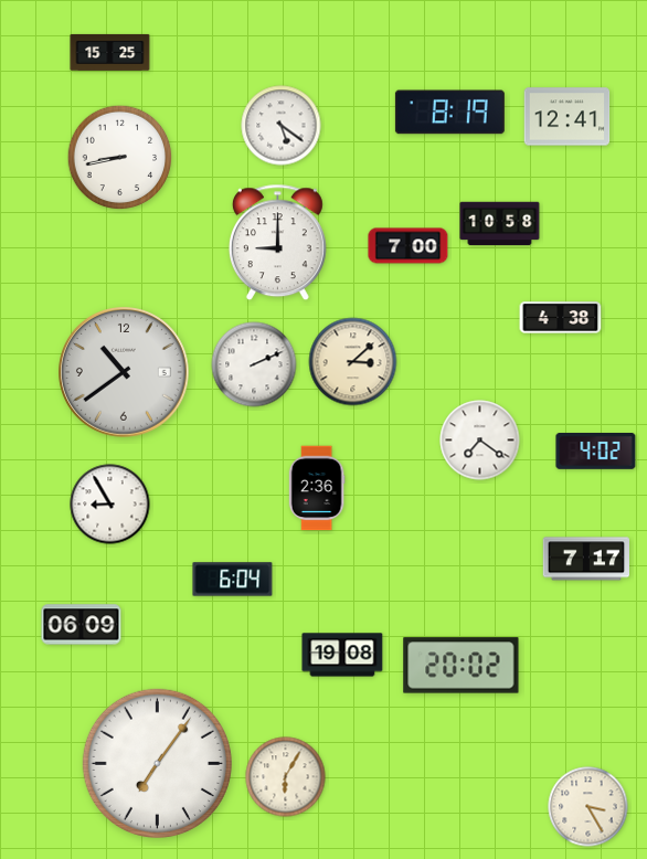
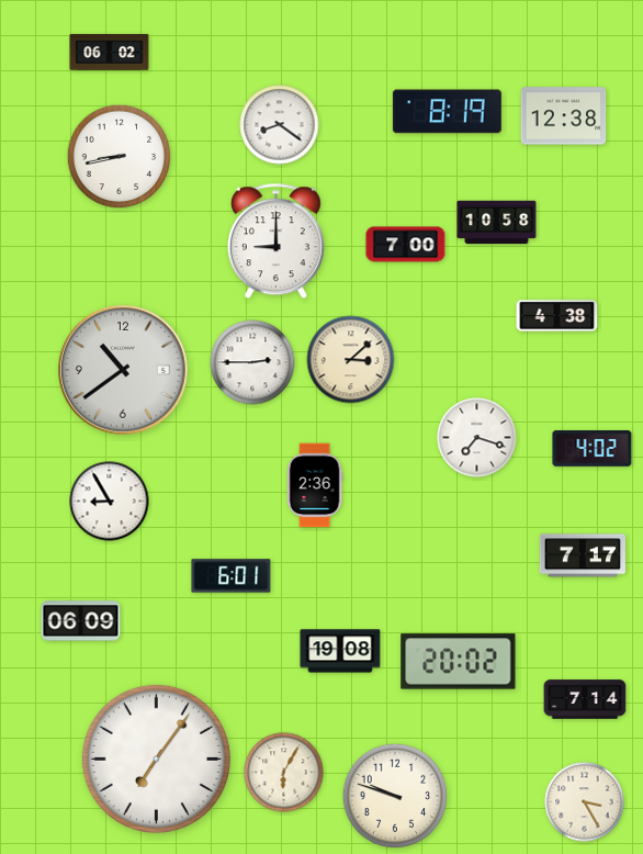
clock at (110, 52): 15:25 -> 06:02
clock at (568, 117): 12:41 -> 12:38
clock at (282, 126): 5:21 -> 8:21
clock at (254, 364): 2:11 -> 2:45
clock at (480, 441): 7:21 -> 7:18
clock at (233, 580): 6:04 -> 6:01
clock at (585, 699): none -> 7:14
clock at (395, 796): none -> 9:48
